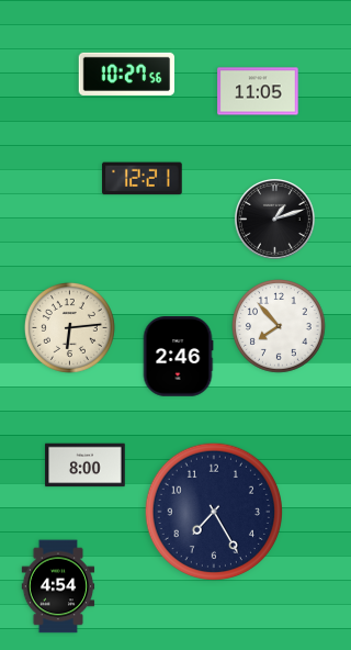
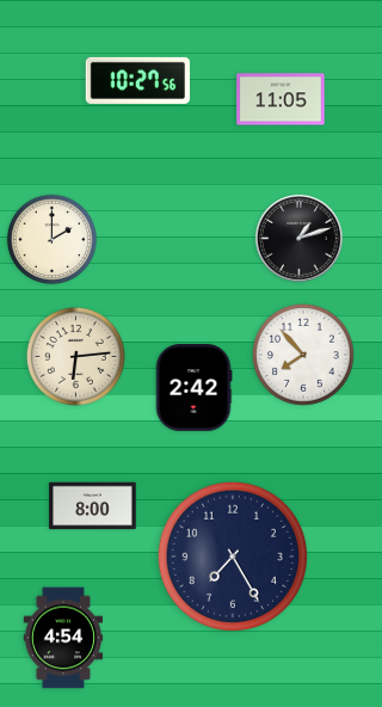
clock at (143, 179): 12:21 -> none
clock at (51, 239): none -> 2:00
clock at (178, 357): 2:46 -> 2:42
